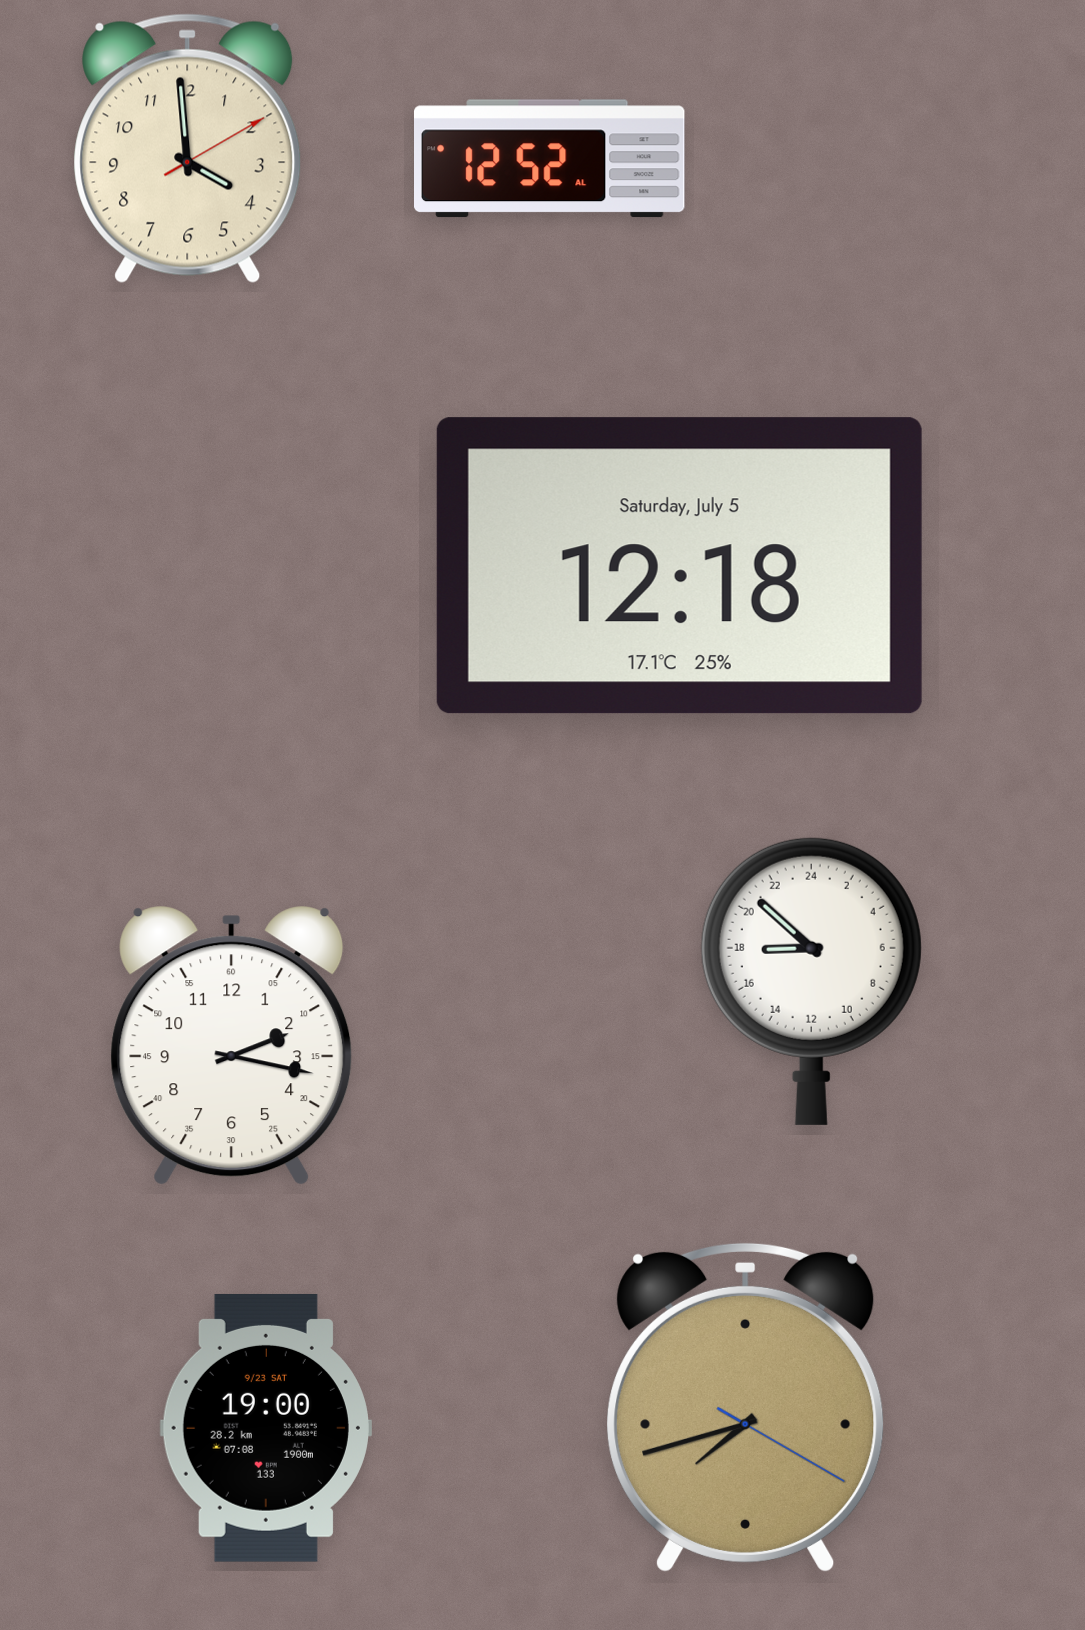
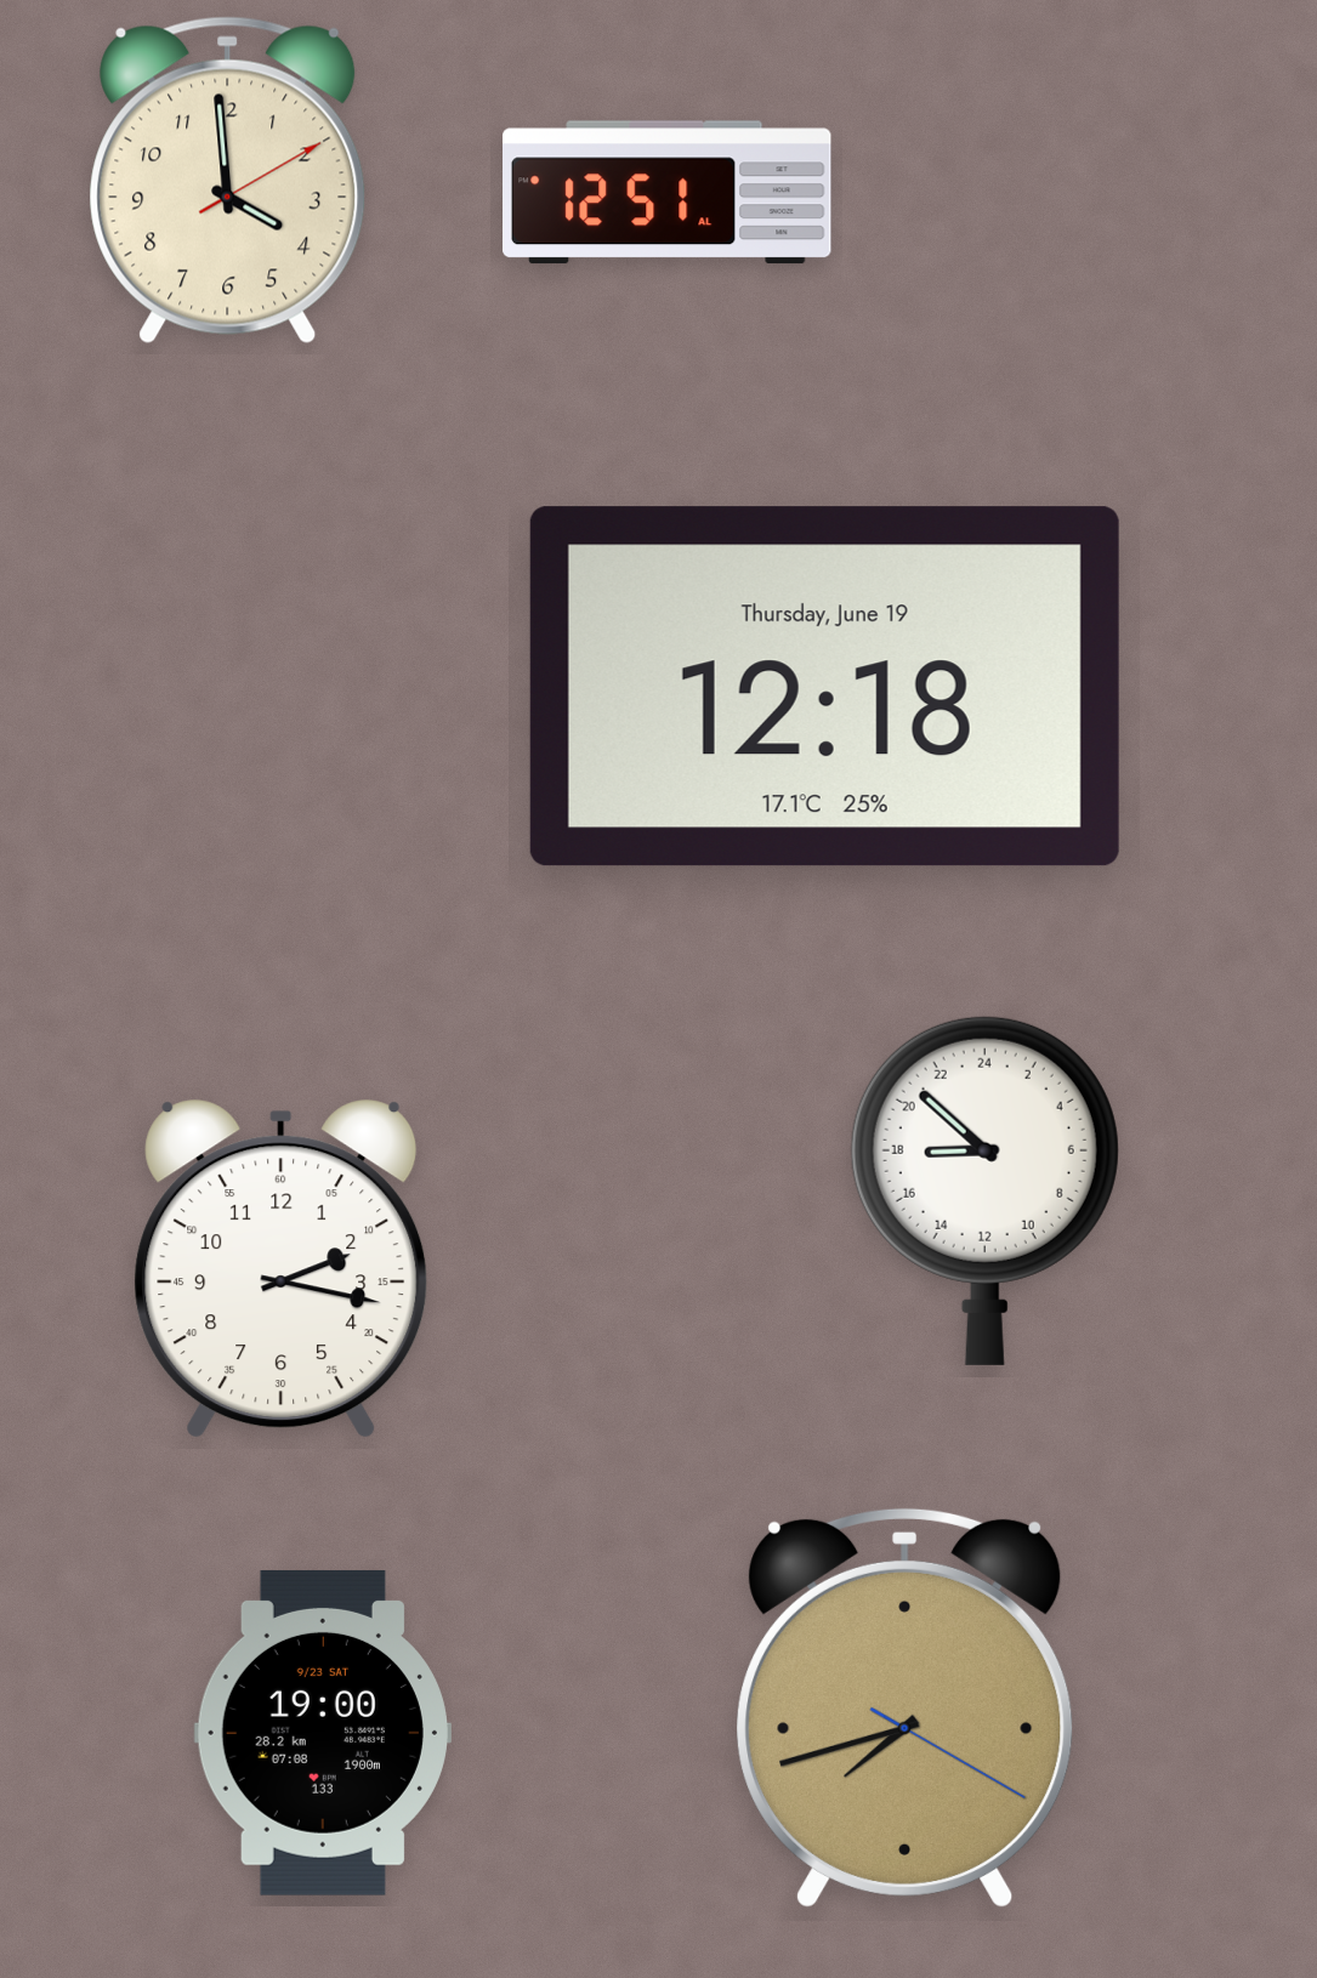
clock at (550, 159): 12:52 -> 12:51
clock at (679, 566) date: Saturday, July 5 -> Thursday, June 19
